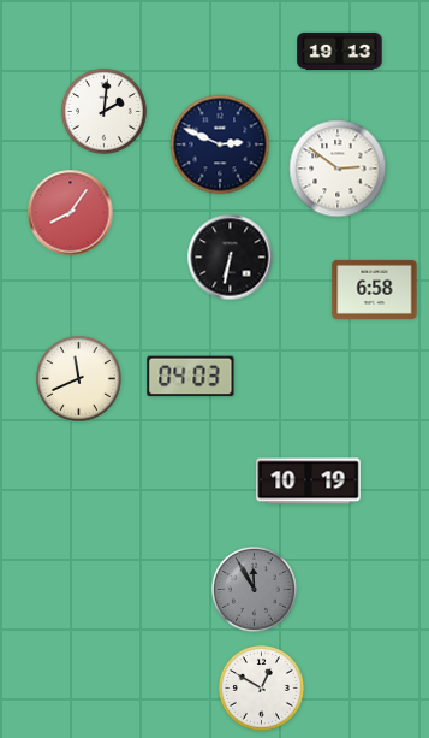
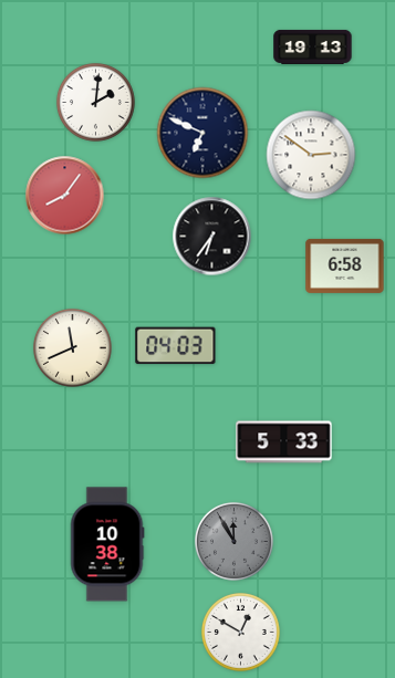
clock at (220, 144): 2:49 -> 6:49
clock at (231, 258): 6:32 -> 6:36
clock at (309, 482): 10:19 -> 5:33
clock at (107, 544): none -> 10:38
